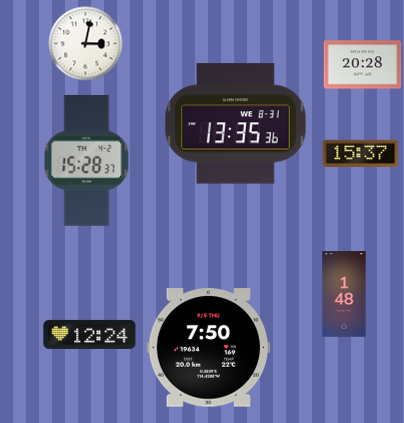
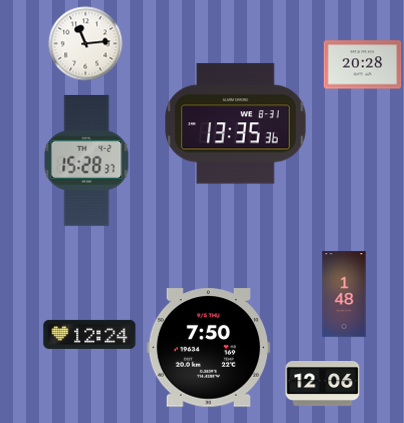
clock at (86, 44): 3:02 -> 11:14
clock at (361, 153): 15:37 -> none
clock at (323, 383): none -> 12:06
